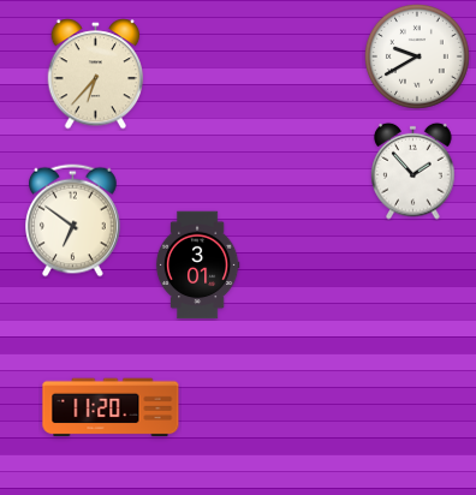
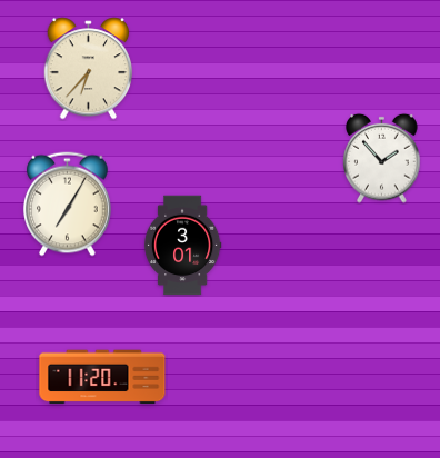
clock at (417, 56): 9:40 -> none
clock at (73, 221): 6:51 -> 7:05
